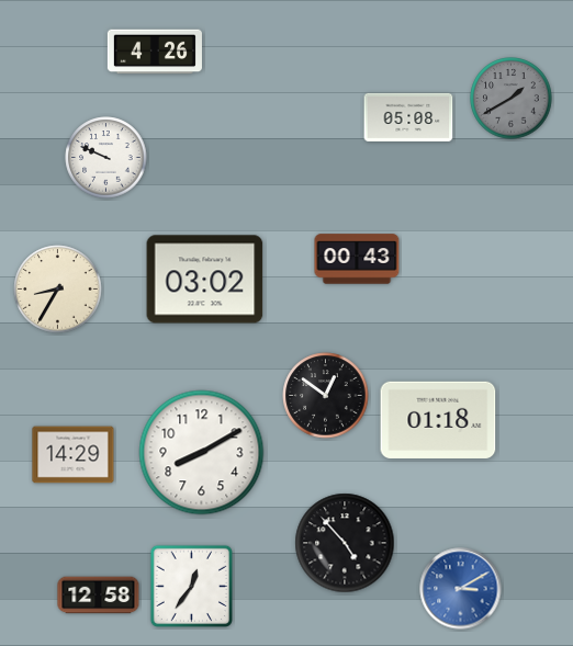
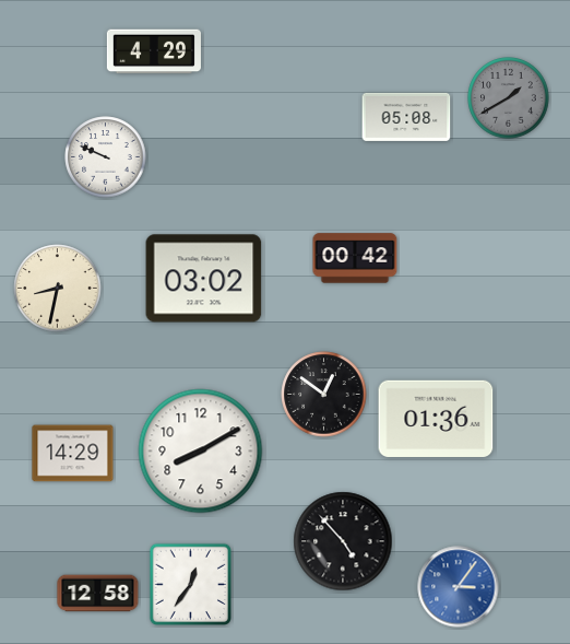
clock at (155, 52): 4:26 -> 4:29
clock at (357, 259): 00:43 -> 00:42
clock at (58, 290): 8:35 -> 8:32
clock at (438, 419): 01:18 -> 01:36
clock at (461, 589): 3:10 -> 3:06
